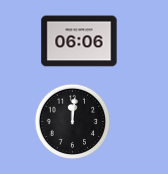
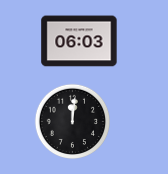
clock at (79, 41): 06:06 -> 06:03
